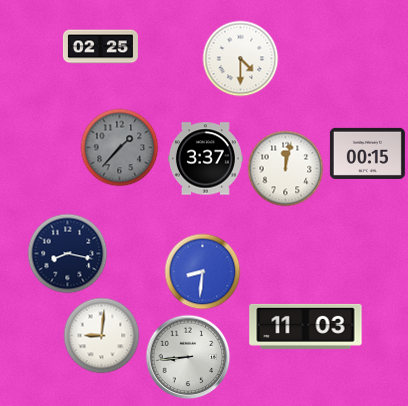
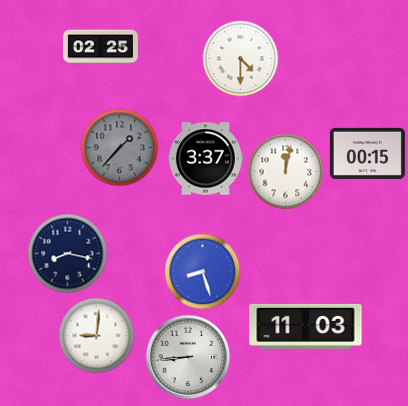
clock at (286, 169) position: (286, 169) -> (286, 172)
clock at (203, 272): 8:31 -> 8:27
clock at (102, 336) position: (102, 336) -> (97, 336)
